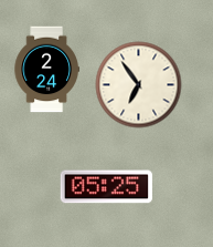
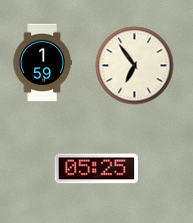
clock at (46, 69): 2:24 -> 1:59
clock at (138, 84) position: (138, 84) -> (134, 65)
